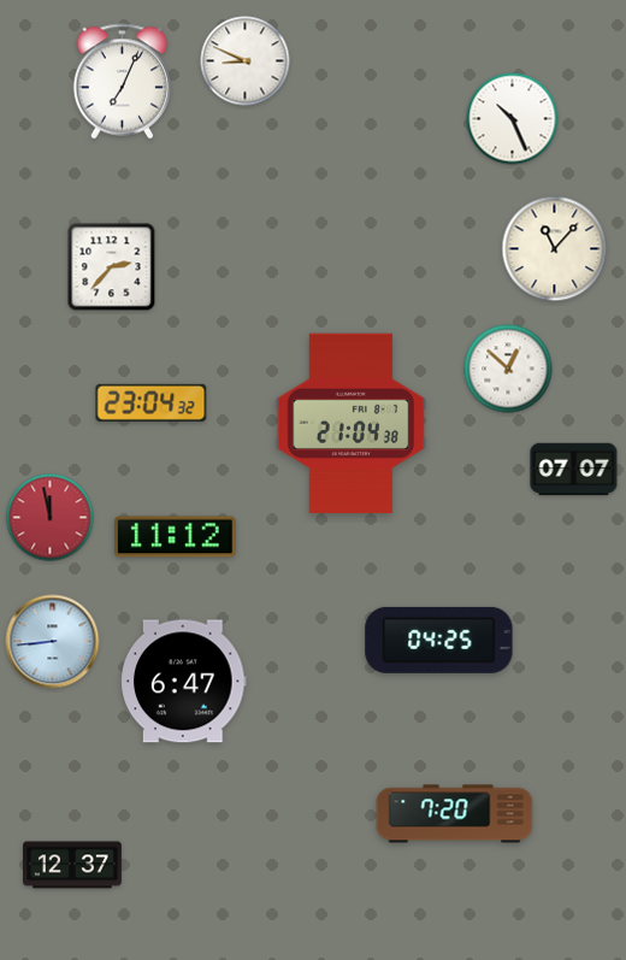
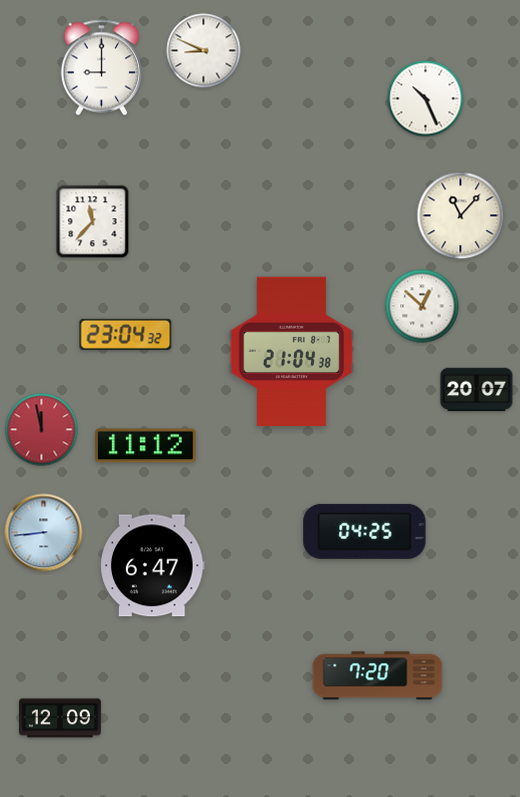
clock at (123, 82): 7:04 -> 9:00
clock at (555, 249) position: (555, 249) -> (461, 216)
clock at (112, 267): 2:37 -> 11:37
clock at (574, 470): 07:07 -> 20:07
clock at (73, 865): 12:37 -> 12:09
